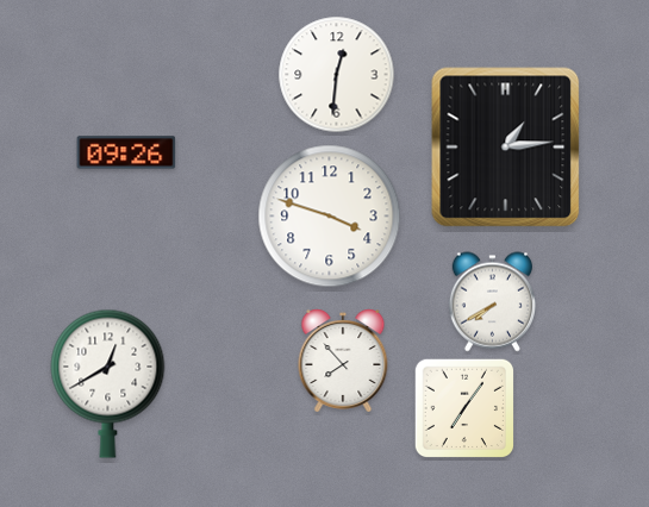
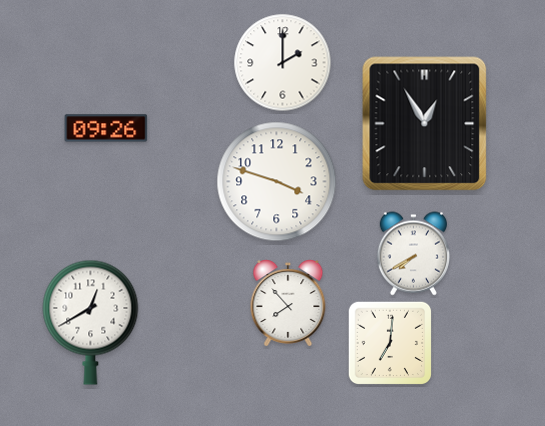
clock at (337, 75): 12:31 -> 2:00
clock at (506, 148): 1:14 -> 12:55
clock at (464, 408): 7:06 -> 7:01
